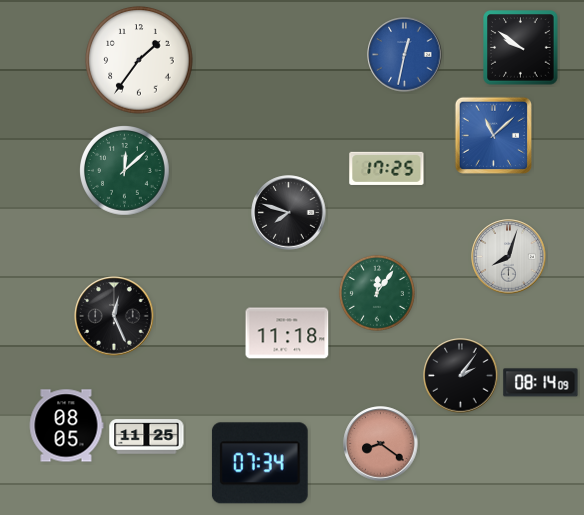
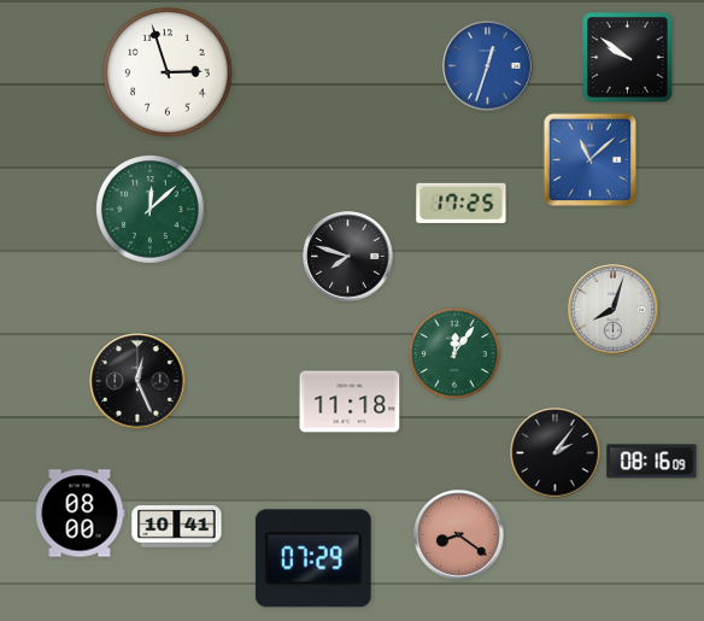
clock at (405, 55): 12:32 -> 12:33
clock at (139, 60): 1:36 -> 2:57
clock at (493, 135) position: (493, 135) -> (589, 159)
clock at (387, 168) position: (387, 168) -> (462, 203)
clock at (125, 171) position: (125, 171) -> (151, 210)
clock at (287, 333) position: (287, 333) -> (350, 402)
clock at (541, 383): 08:14 -> 08:16
clock at (66, 426): 08:05 -> 08:00
clock at (147, 437): 11:25 -> 10:41
clock at (260, 463): 07:34 -> 07:29
